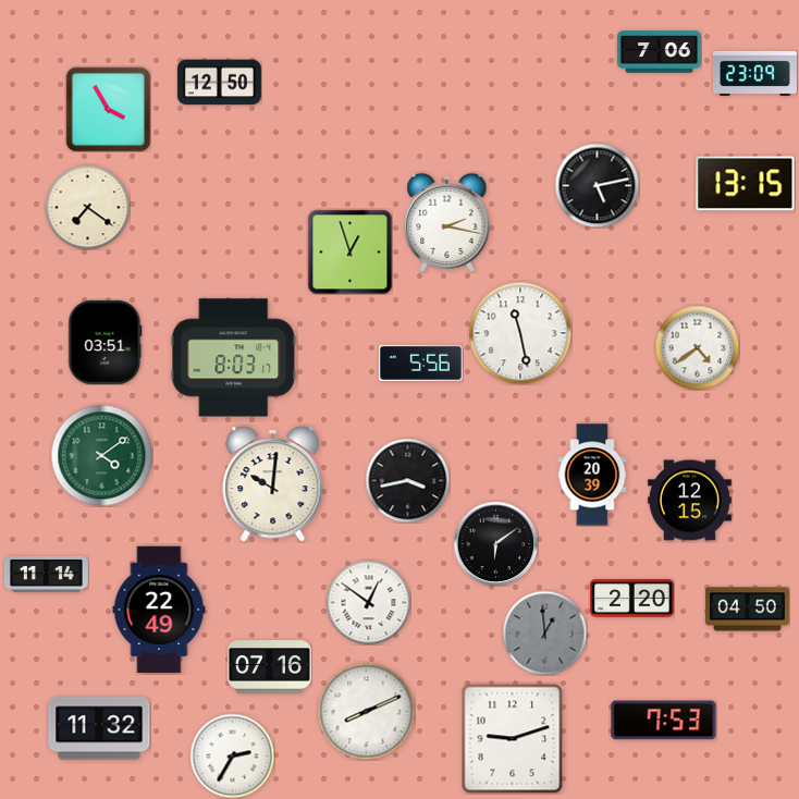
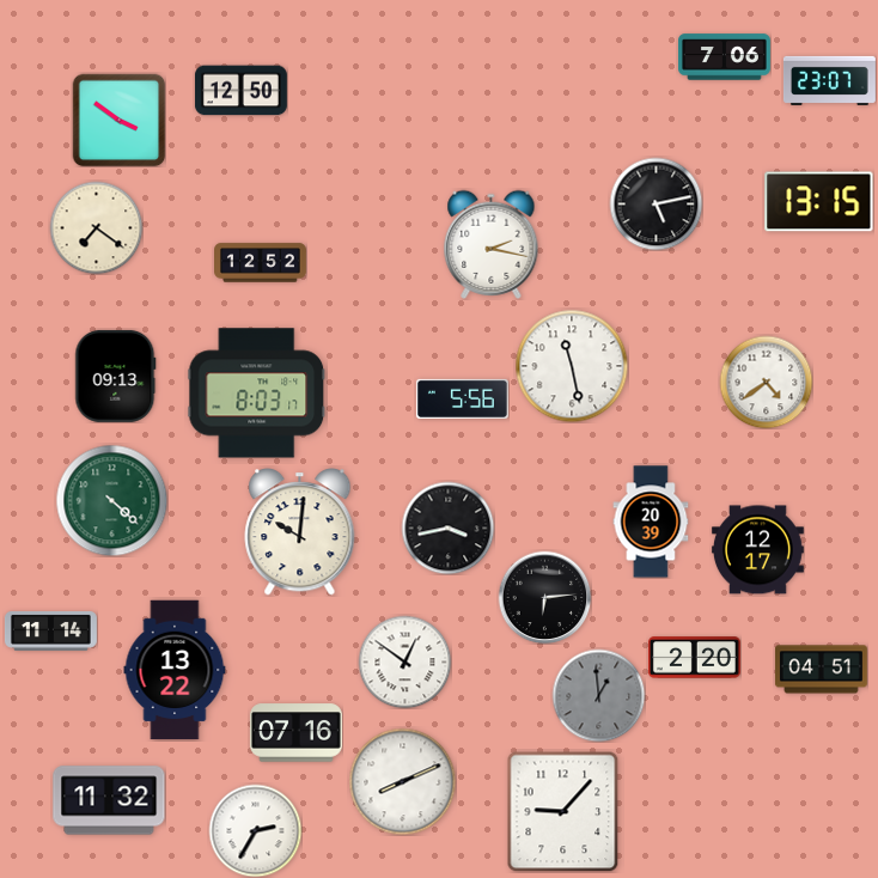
clock at (754, 73): 23:09 -> 23:07
clock at (108, 109): 3:55 -> 3:51
clock at (261, 263): none -> 12:52
clock at (349, 251): 12:57 -> none
clock at (106, 342): 03:51 -> 09:13
clock at (101, 455): 4:09 -> 4:22
clock at (689, 501): 12:15 -> 12:17
clock at (495, 543): 6:09 -> 6:14
clock at (159, 610): 22:49 -> 13:22
clock at (747, 610): 04:50 -> 04:51
clock at (664, 721): 7:53 -> none
clock at (513, 738): 9:12 -> 9:07
